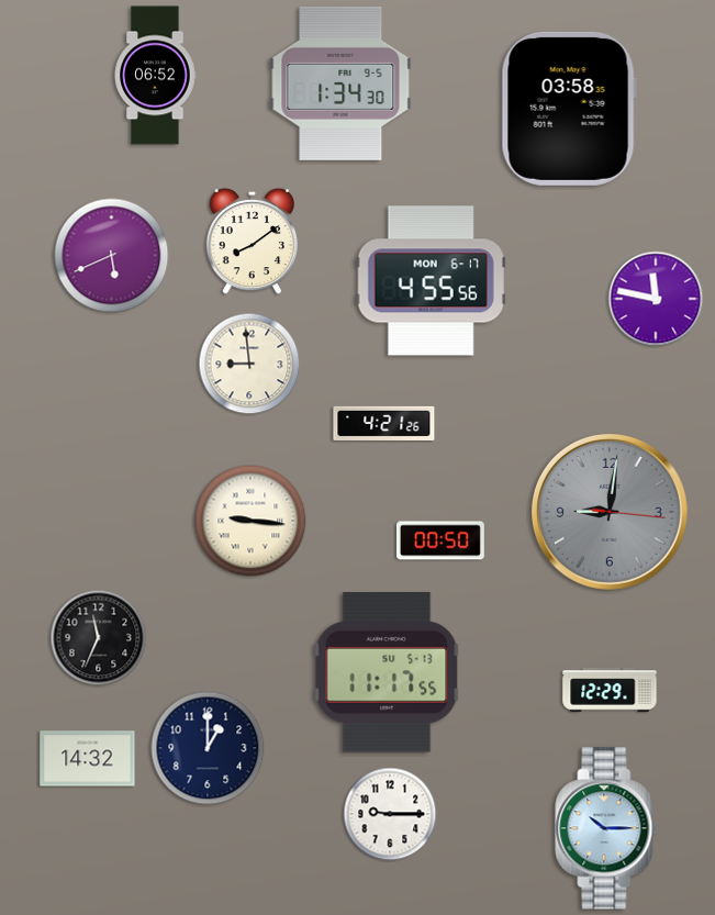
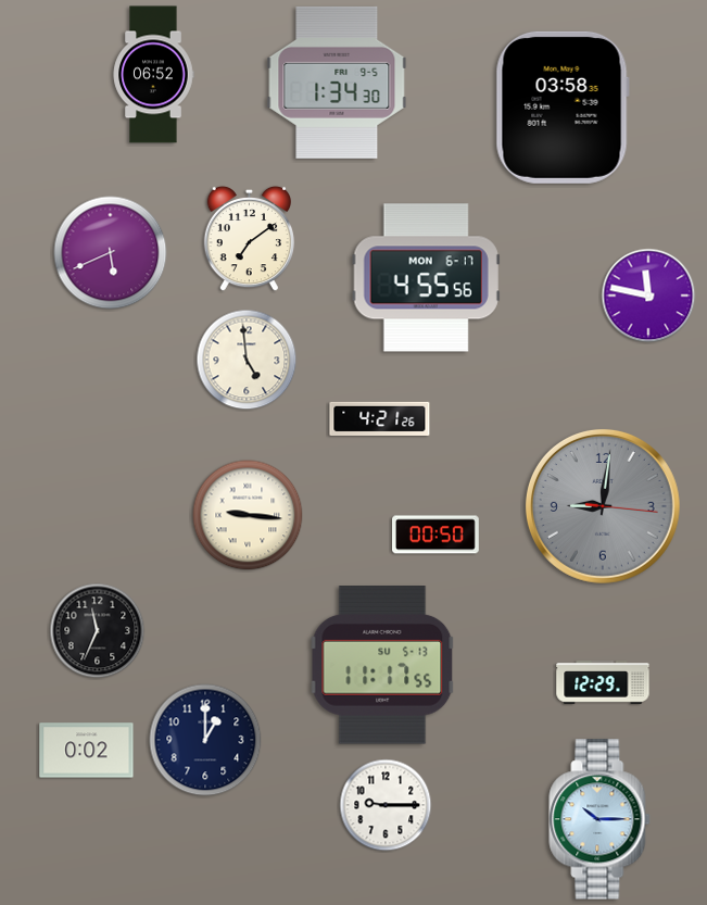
clock at (253, 242): 8:09 -> 7:09
clock at (249, 364): 8:59 -> 4:59
clock at (88, 759): 14:32 -> 0:02
